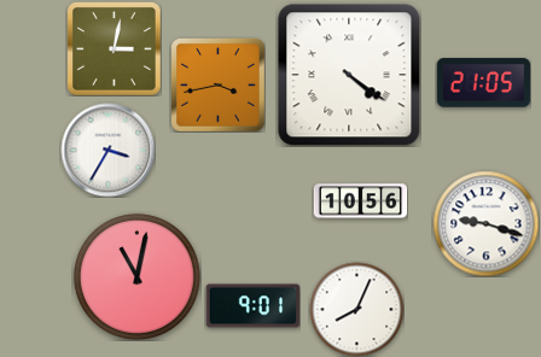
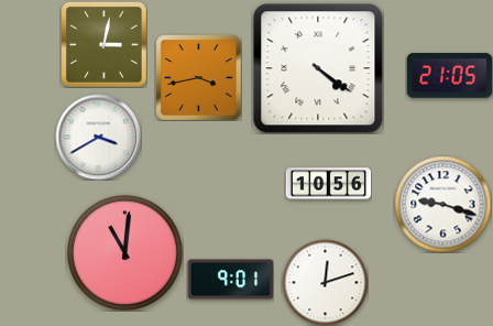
clock at (483, 83) position: (483, 83) -> (449, 76)
clock at (107, 150): 3:35 -> 3:40
clock at (136, 276): 11:02 -> 11:01
clock at (356, 309): 8:04 -> 12:12
